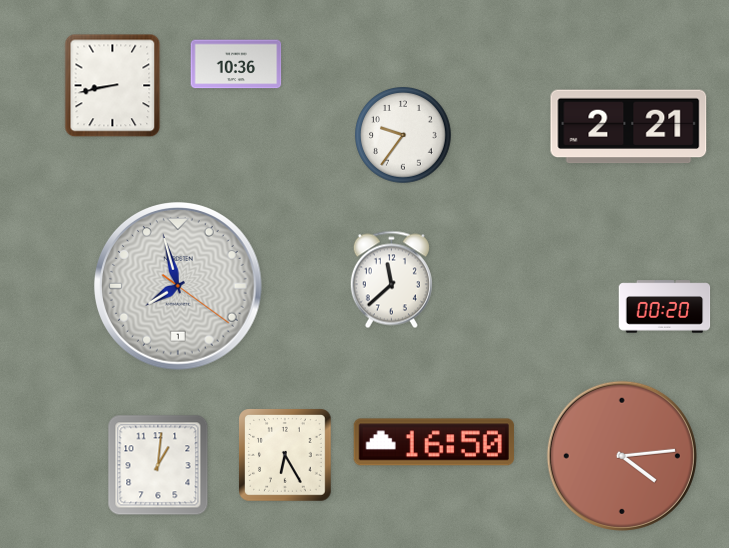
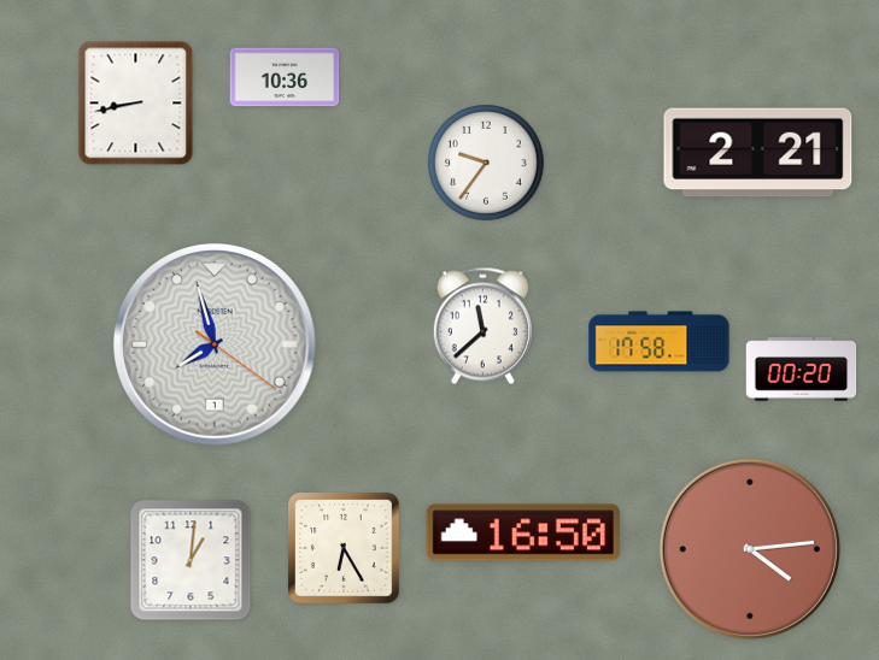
clock at (391, 280) position: (391, 280) -> (482, 326)
clock at (660, 342): none -> 17:58
